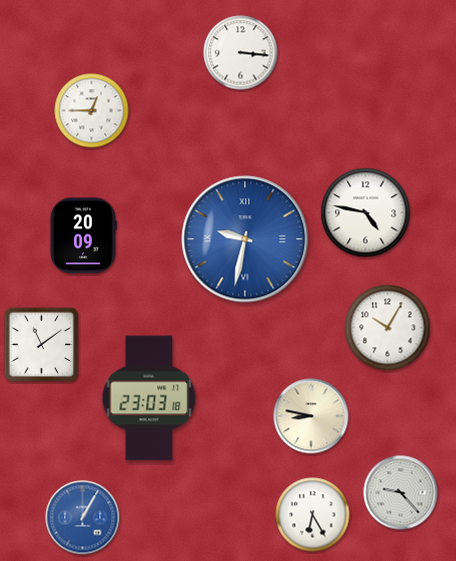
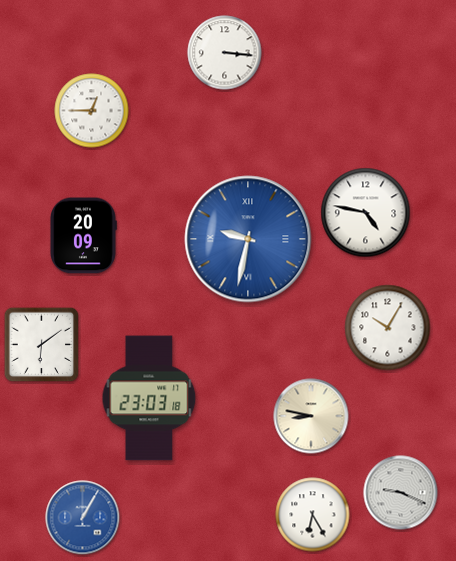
clock at (241, 53) position: (241, 53) -> (225, 53)
clock at (245, 239) position: (245, 239) -> (248, 239)
clock at (42, 345): 11:09 -> 6:09
clock at (401, 493): 9:23 -> 9:19
